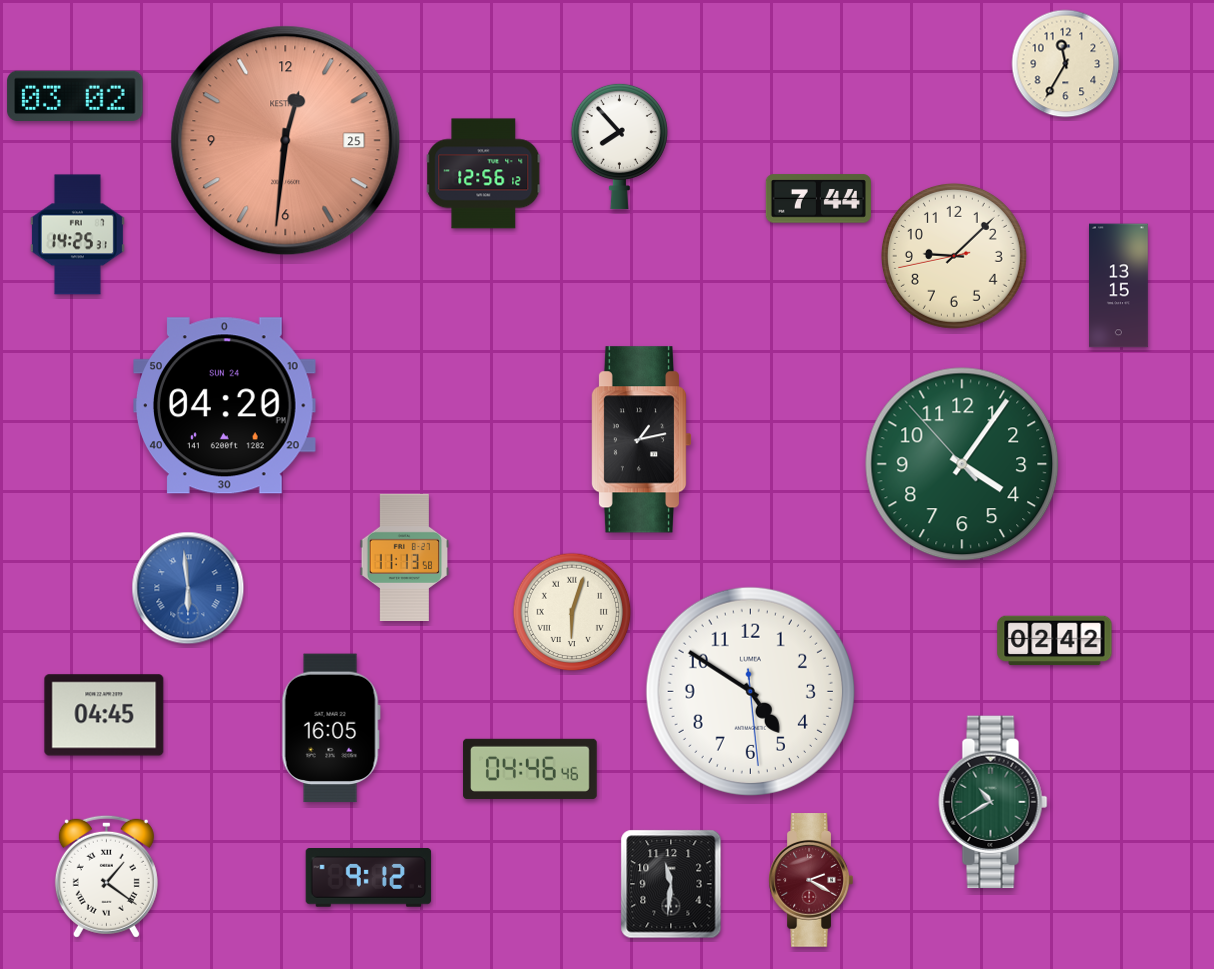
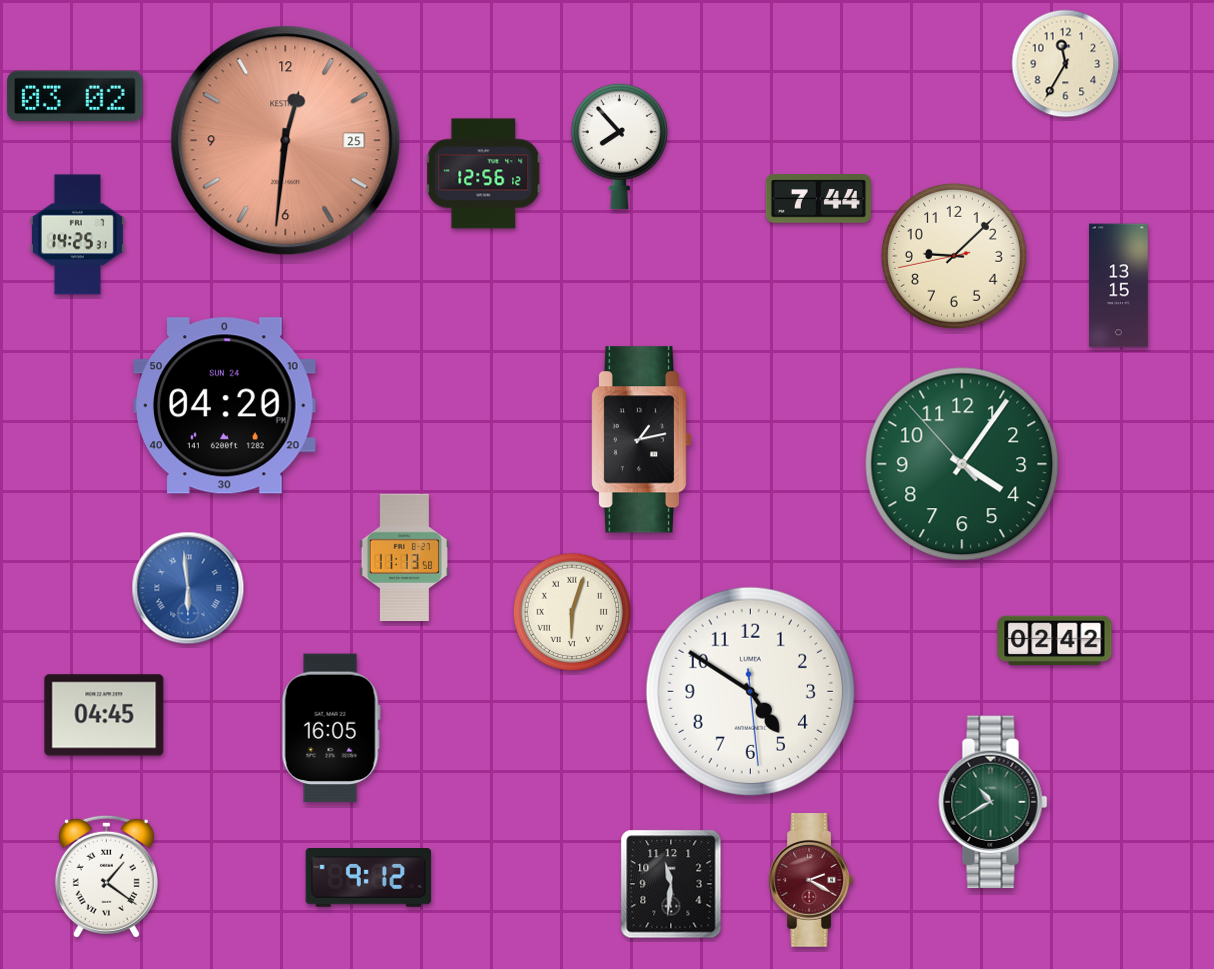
clock at (530, 769): 04:46 -> none
